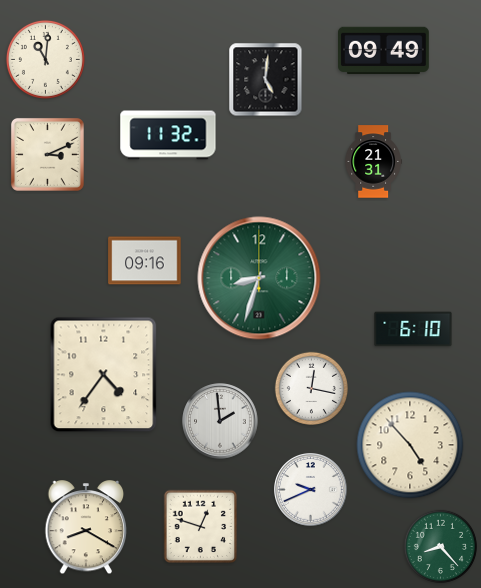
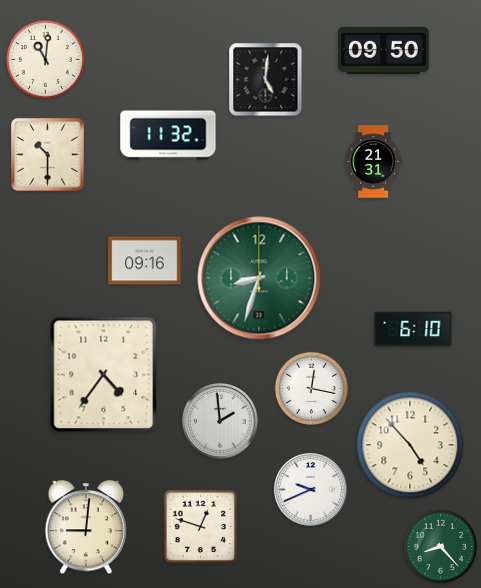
clock at (384, 51): 09:49 -> 09:50
clock at (47, 154): 3:11 -> 10:30
clock at (86, 528): 8:20 -> 9:01
